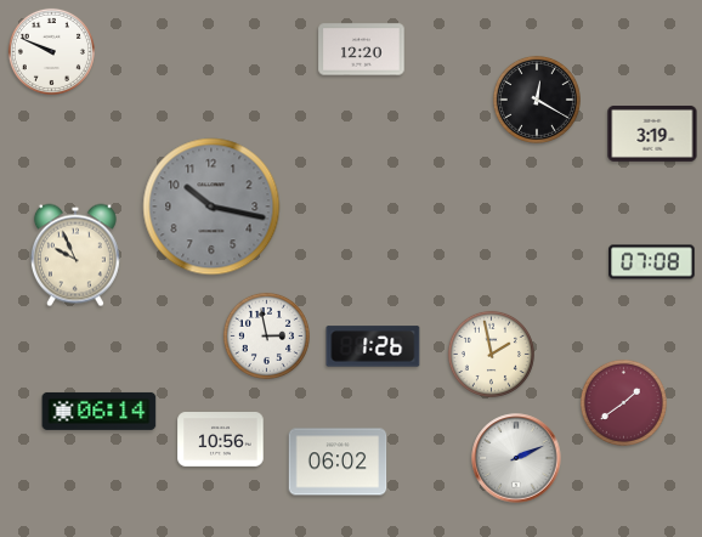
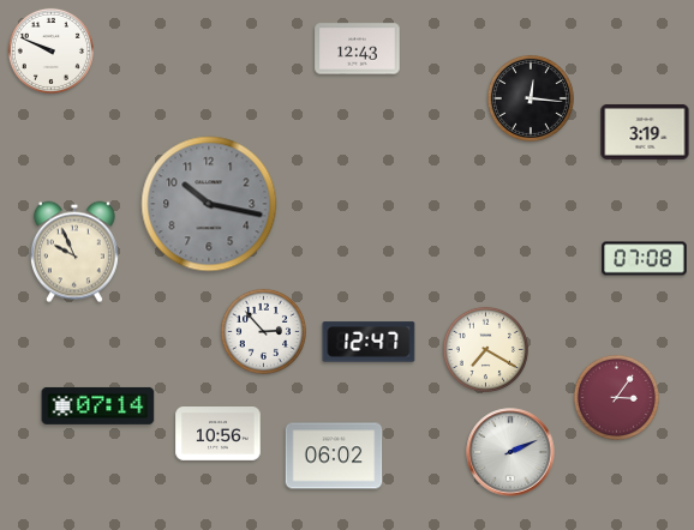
clock at (362, 50): 12:20 -> 12:43
clock at (537, 100): 12:20 -> 12:16
clock at (266, 335): 2:58 -> 2:53
clock at (373, 346): 1:26 -> 12:47
clock at (491, 354): 1:58 -> 7:20
clock at (623, 402): 1:39 -> 3:06
clock at (100, 411): 06:14 -> 07:14
